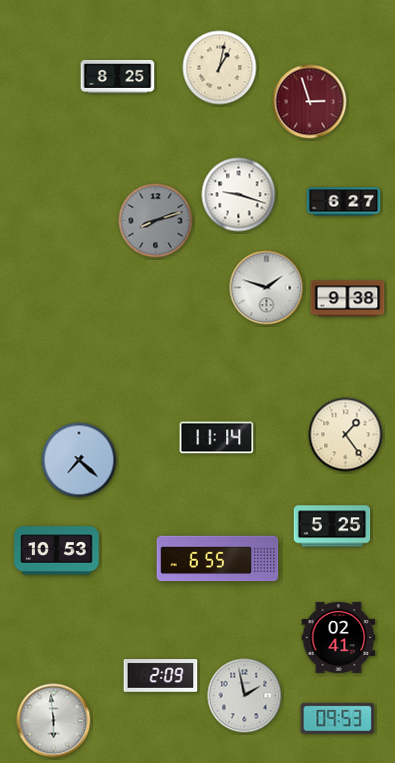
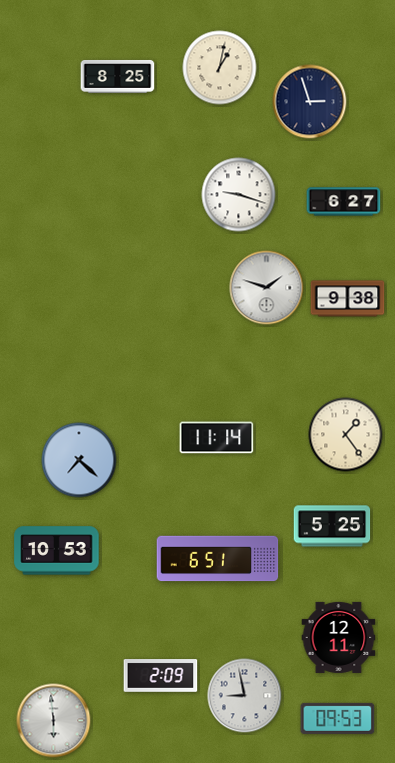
clock at (310, 102) dial: burgundy -> navy
clock at (156, 221): 8:12 -> none
clock at (218, 559): 6:55 -> 6:51
clock at (339, 637): 02:41 -> 12:11
clock at (245, 696): 1:58 -> 8:58
